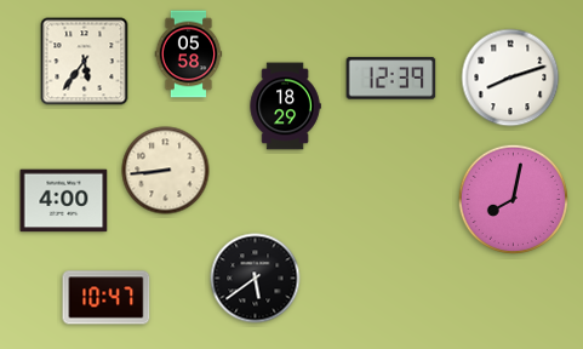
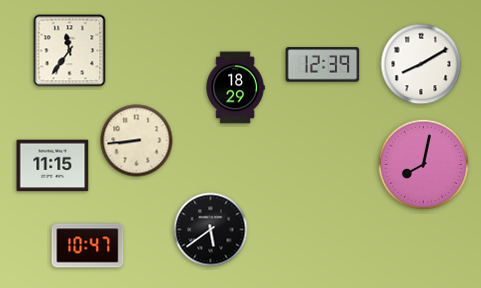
clock at (189, 55): 05:58 -> none
clock at (85, 62): 5:36 -> 11:36
clock at (510, 78): 8:12 -> 8:10
clock at (64, 201): 4:00 -> 11:15
